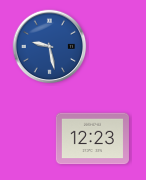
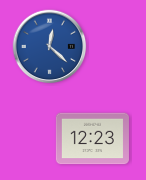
clock at (50, 47): 9:28 -> 12:22
